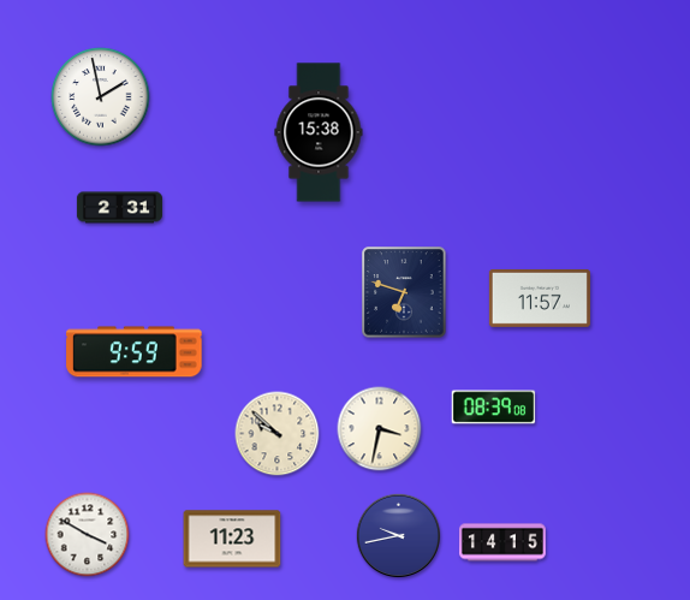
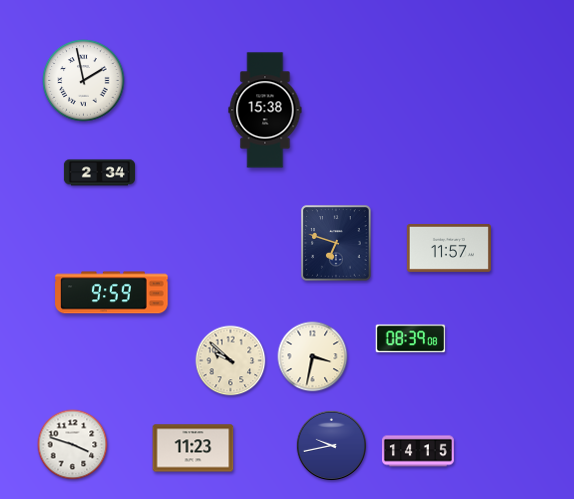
clock at (119, 208): 2:31 -> 2:34
clock at (380, 429) position: (380, 429) -> (313, 357)
clock at (88, 535): 3:50 -> 3:48
